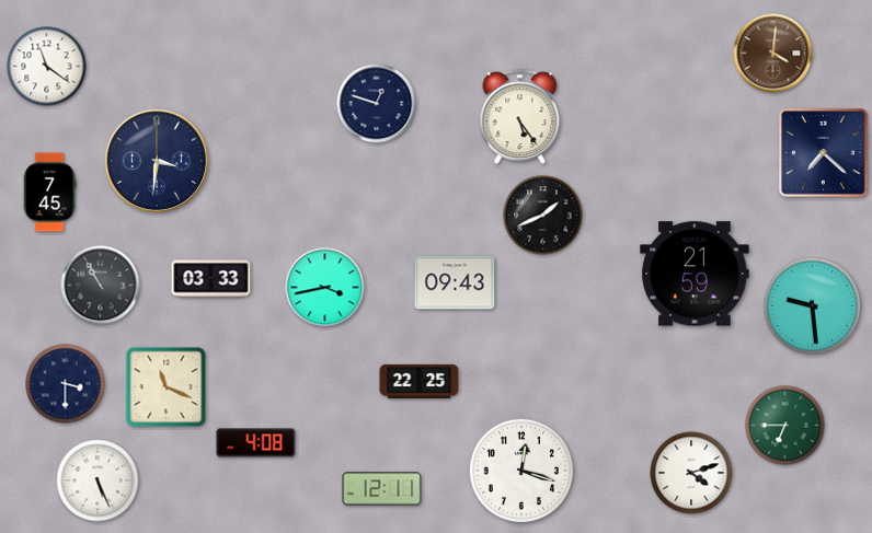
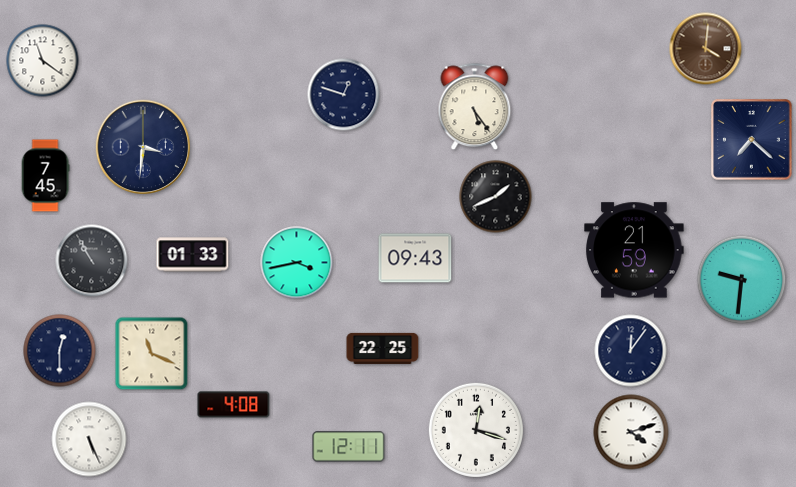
clock at (211, 279): 03:33 -> 01:33
clock at (813, 306): 9:29 -> 9:31
clock at (66, 384): 3:30 -> 12:30
clock at (631, 351): none -> 12:06
clock at (785, 426): 6:45 -> none
